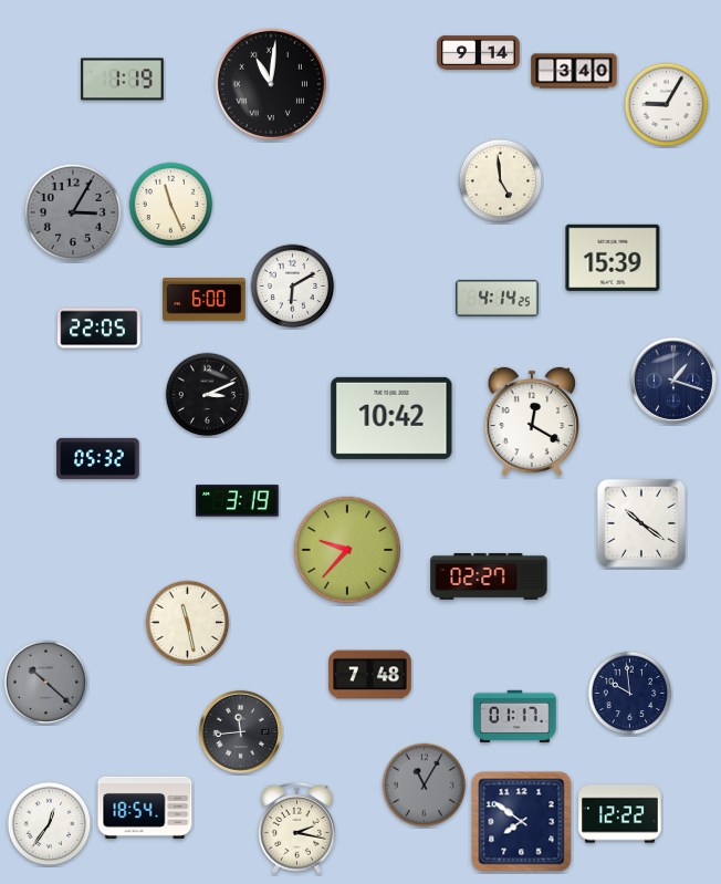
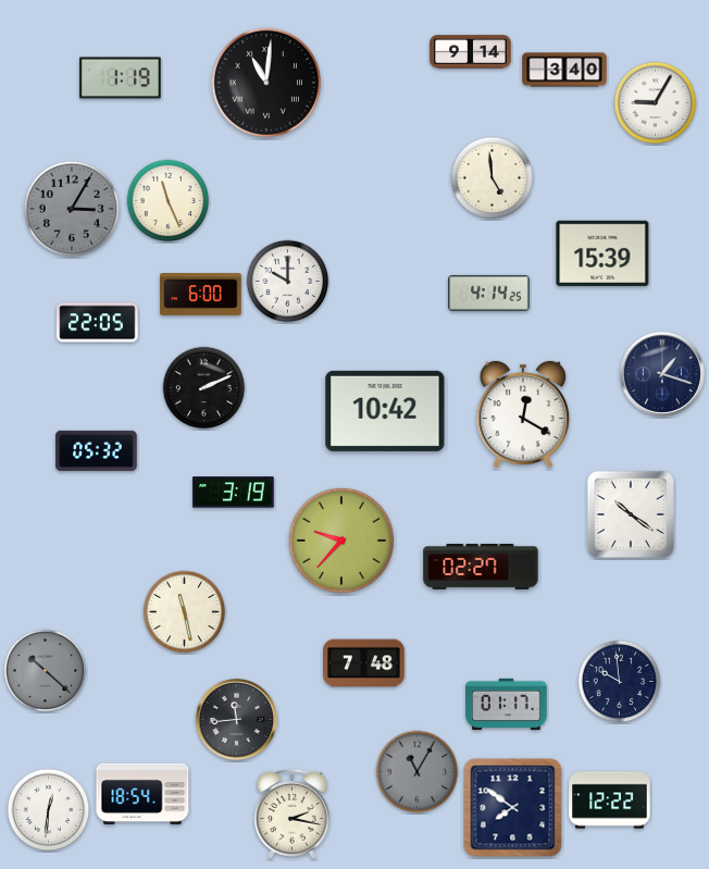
clock at (293, 287): 6:10 -> 10:00
clock at (208, 395): 3:11 -> 2:11
clock at (50, 824): 12:36 -> 12:31
